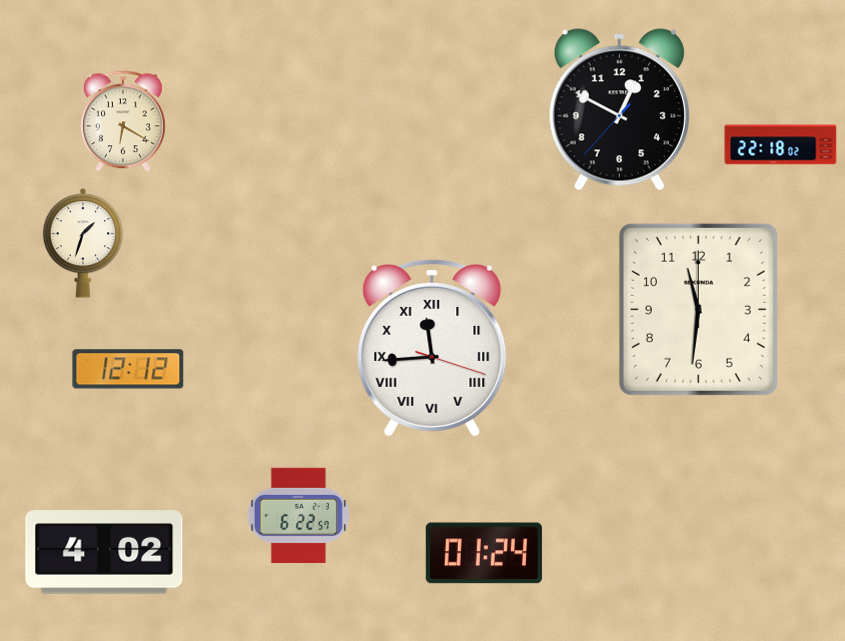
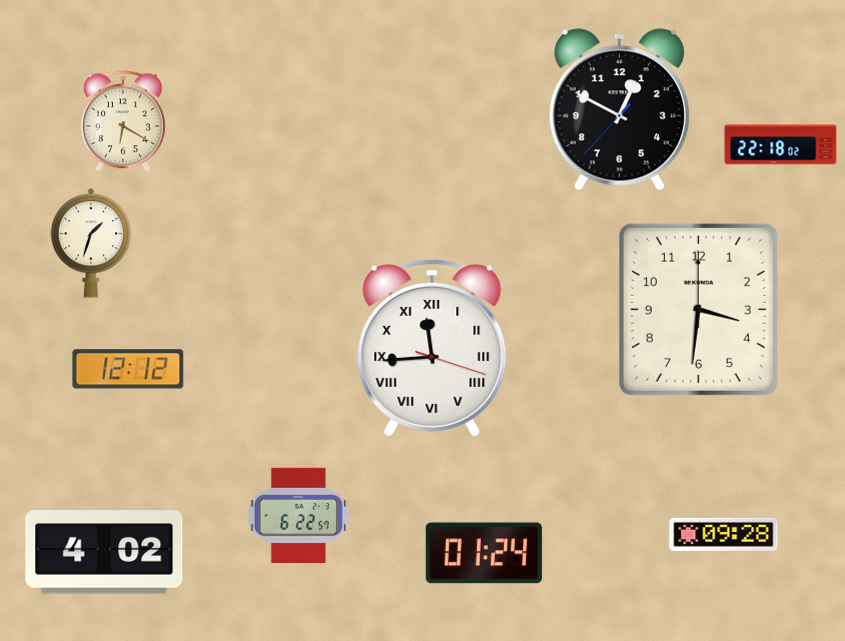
clock at (83, 243) position: (83, 243) -> (91, 243)
clock at (698, 309): 11:31 -> 3:31
clock at (724, 534): none -> 09:28
